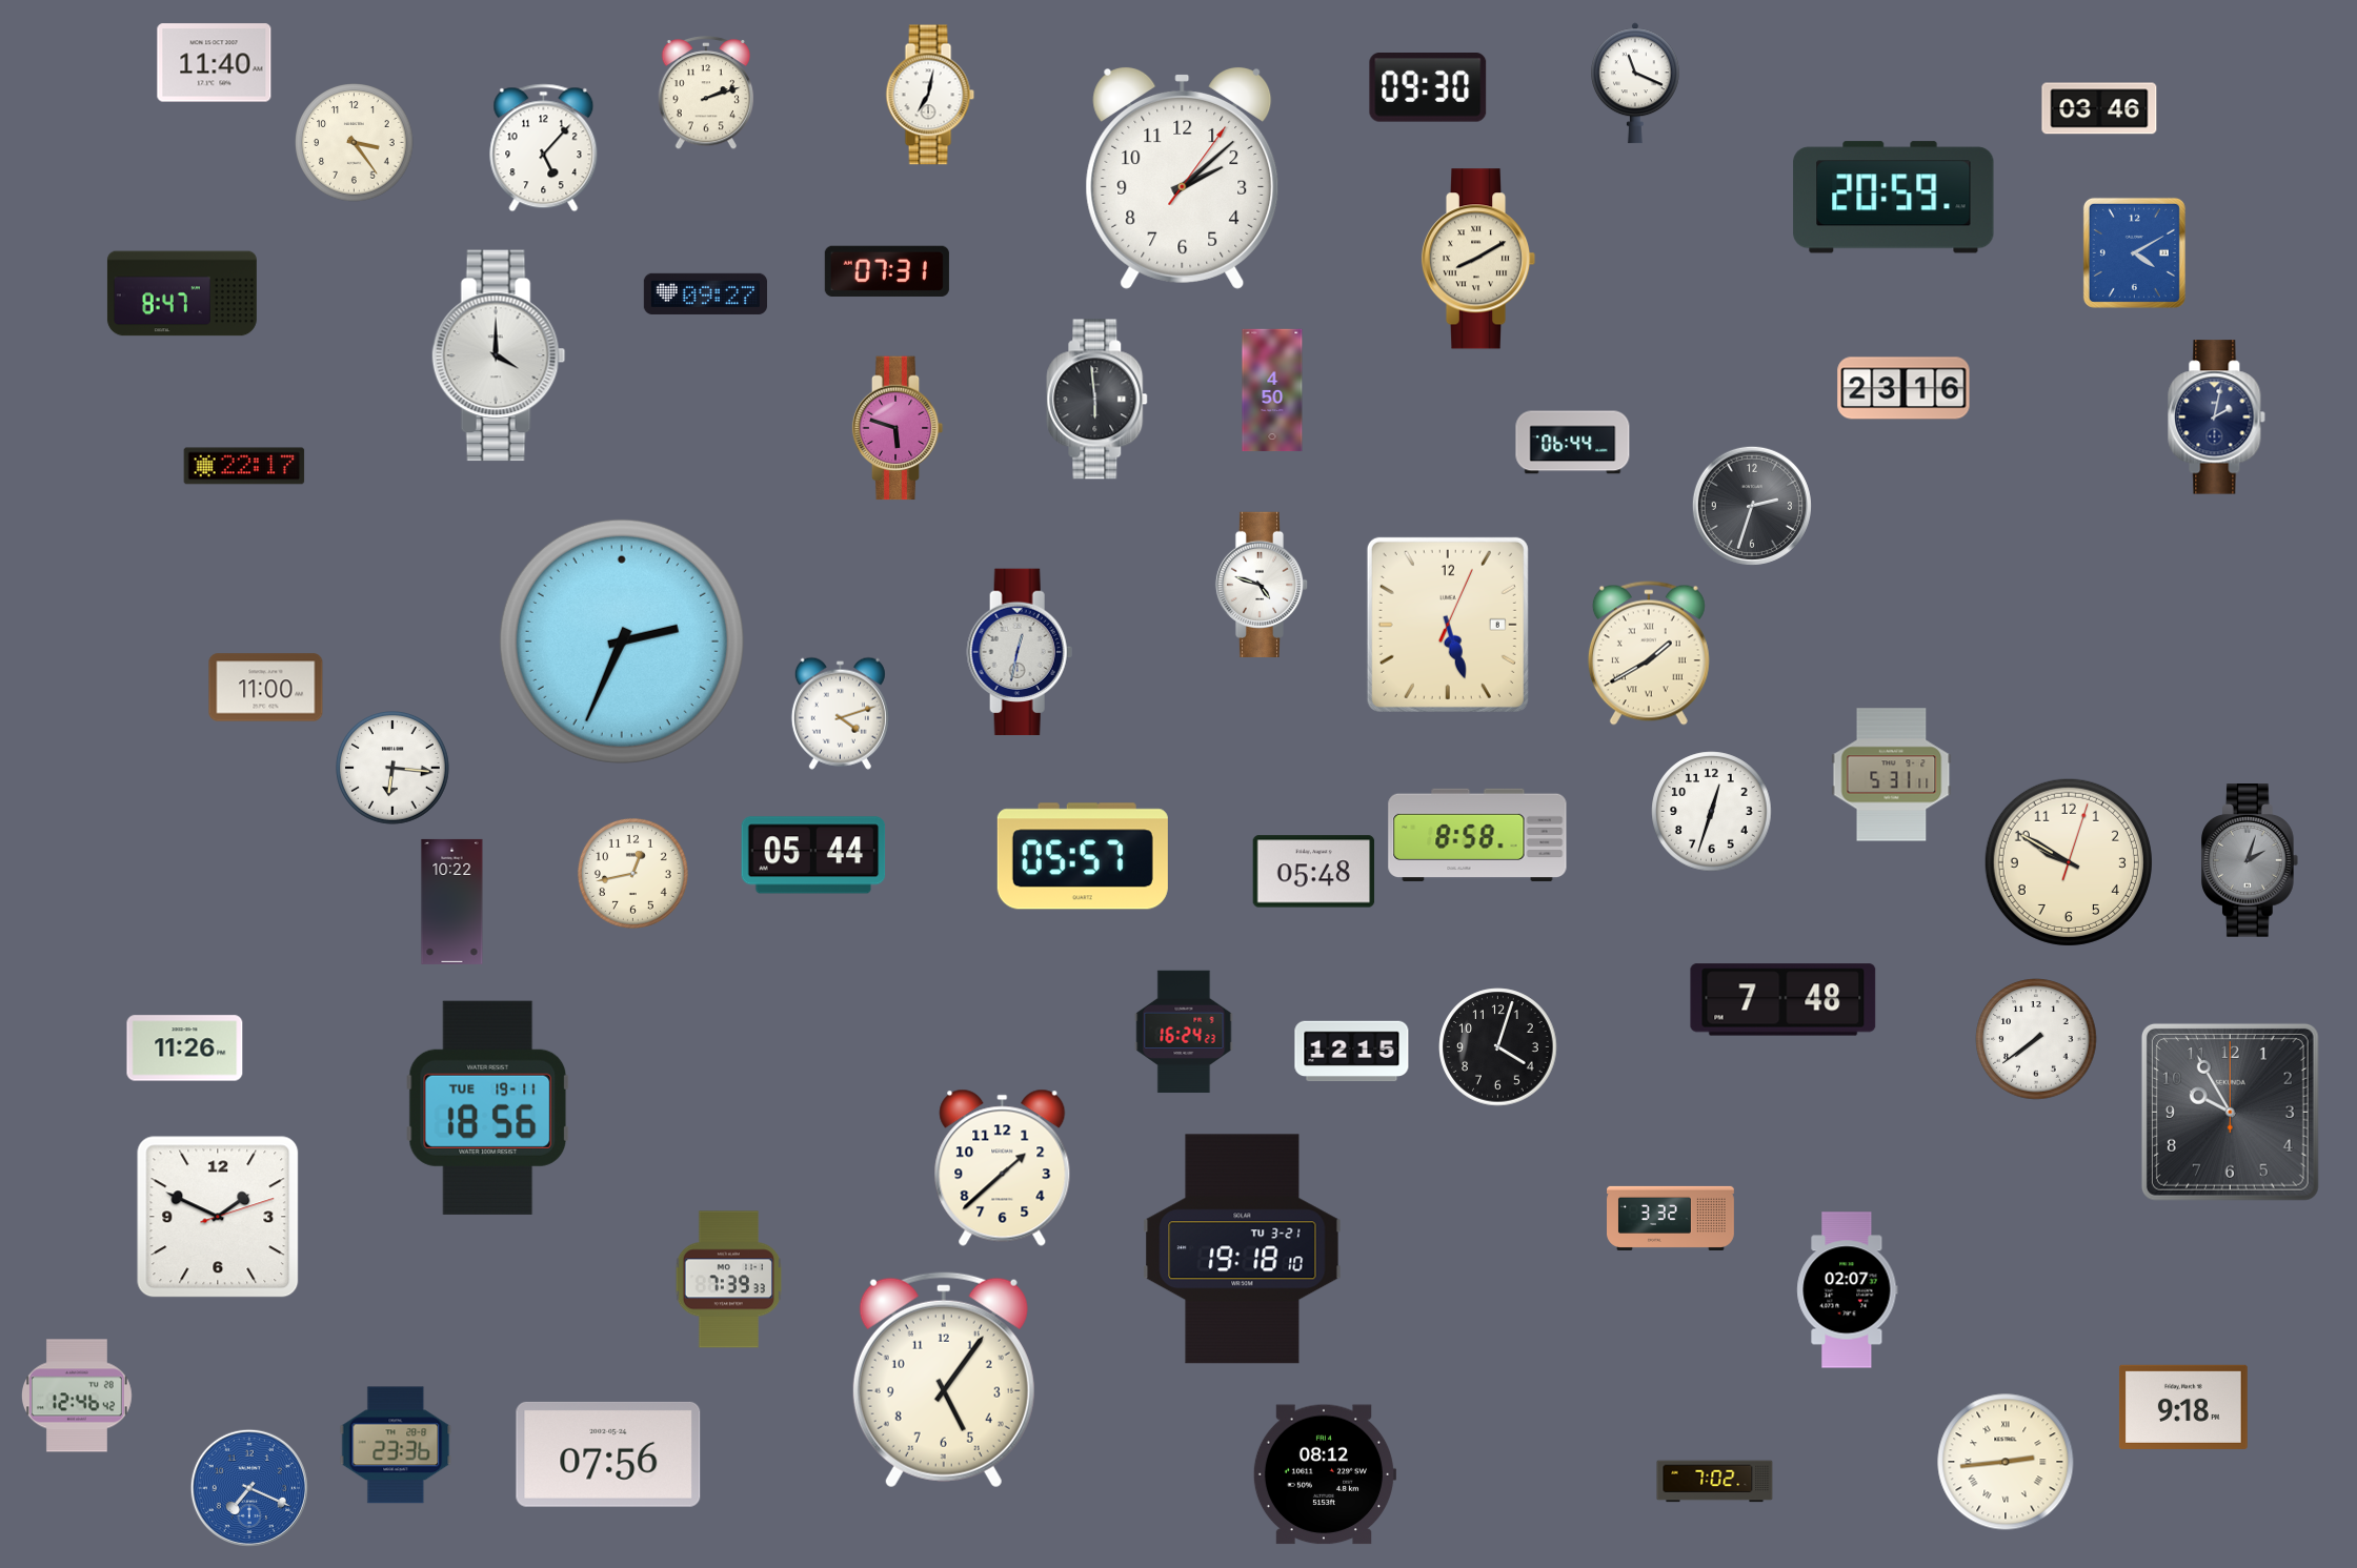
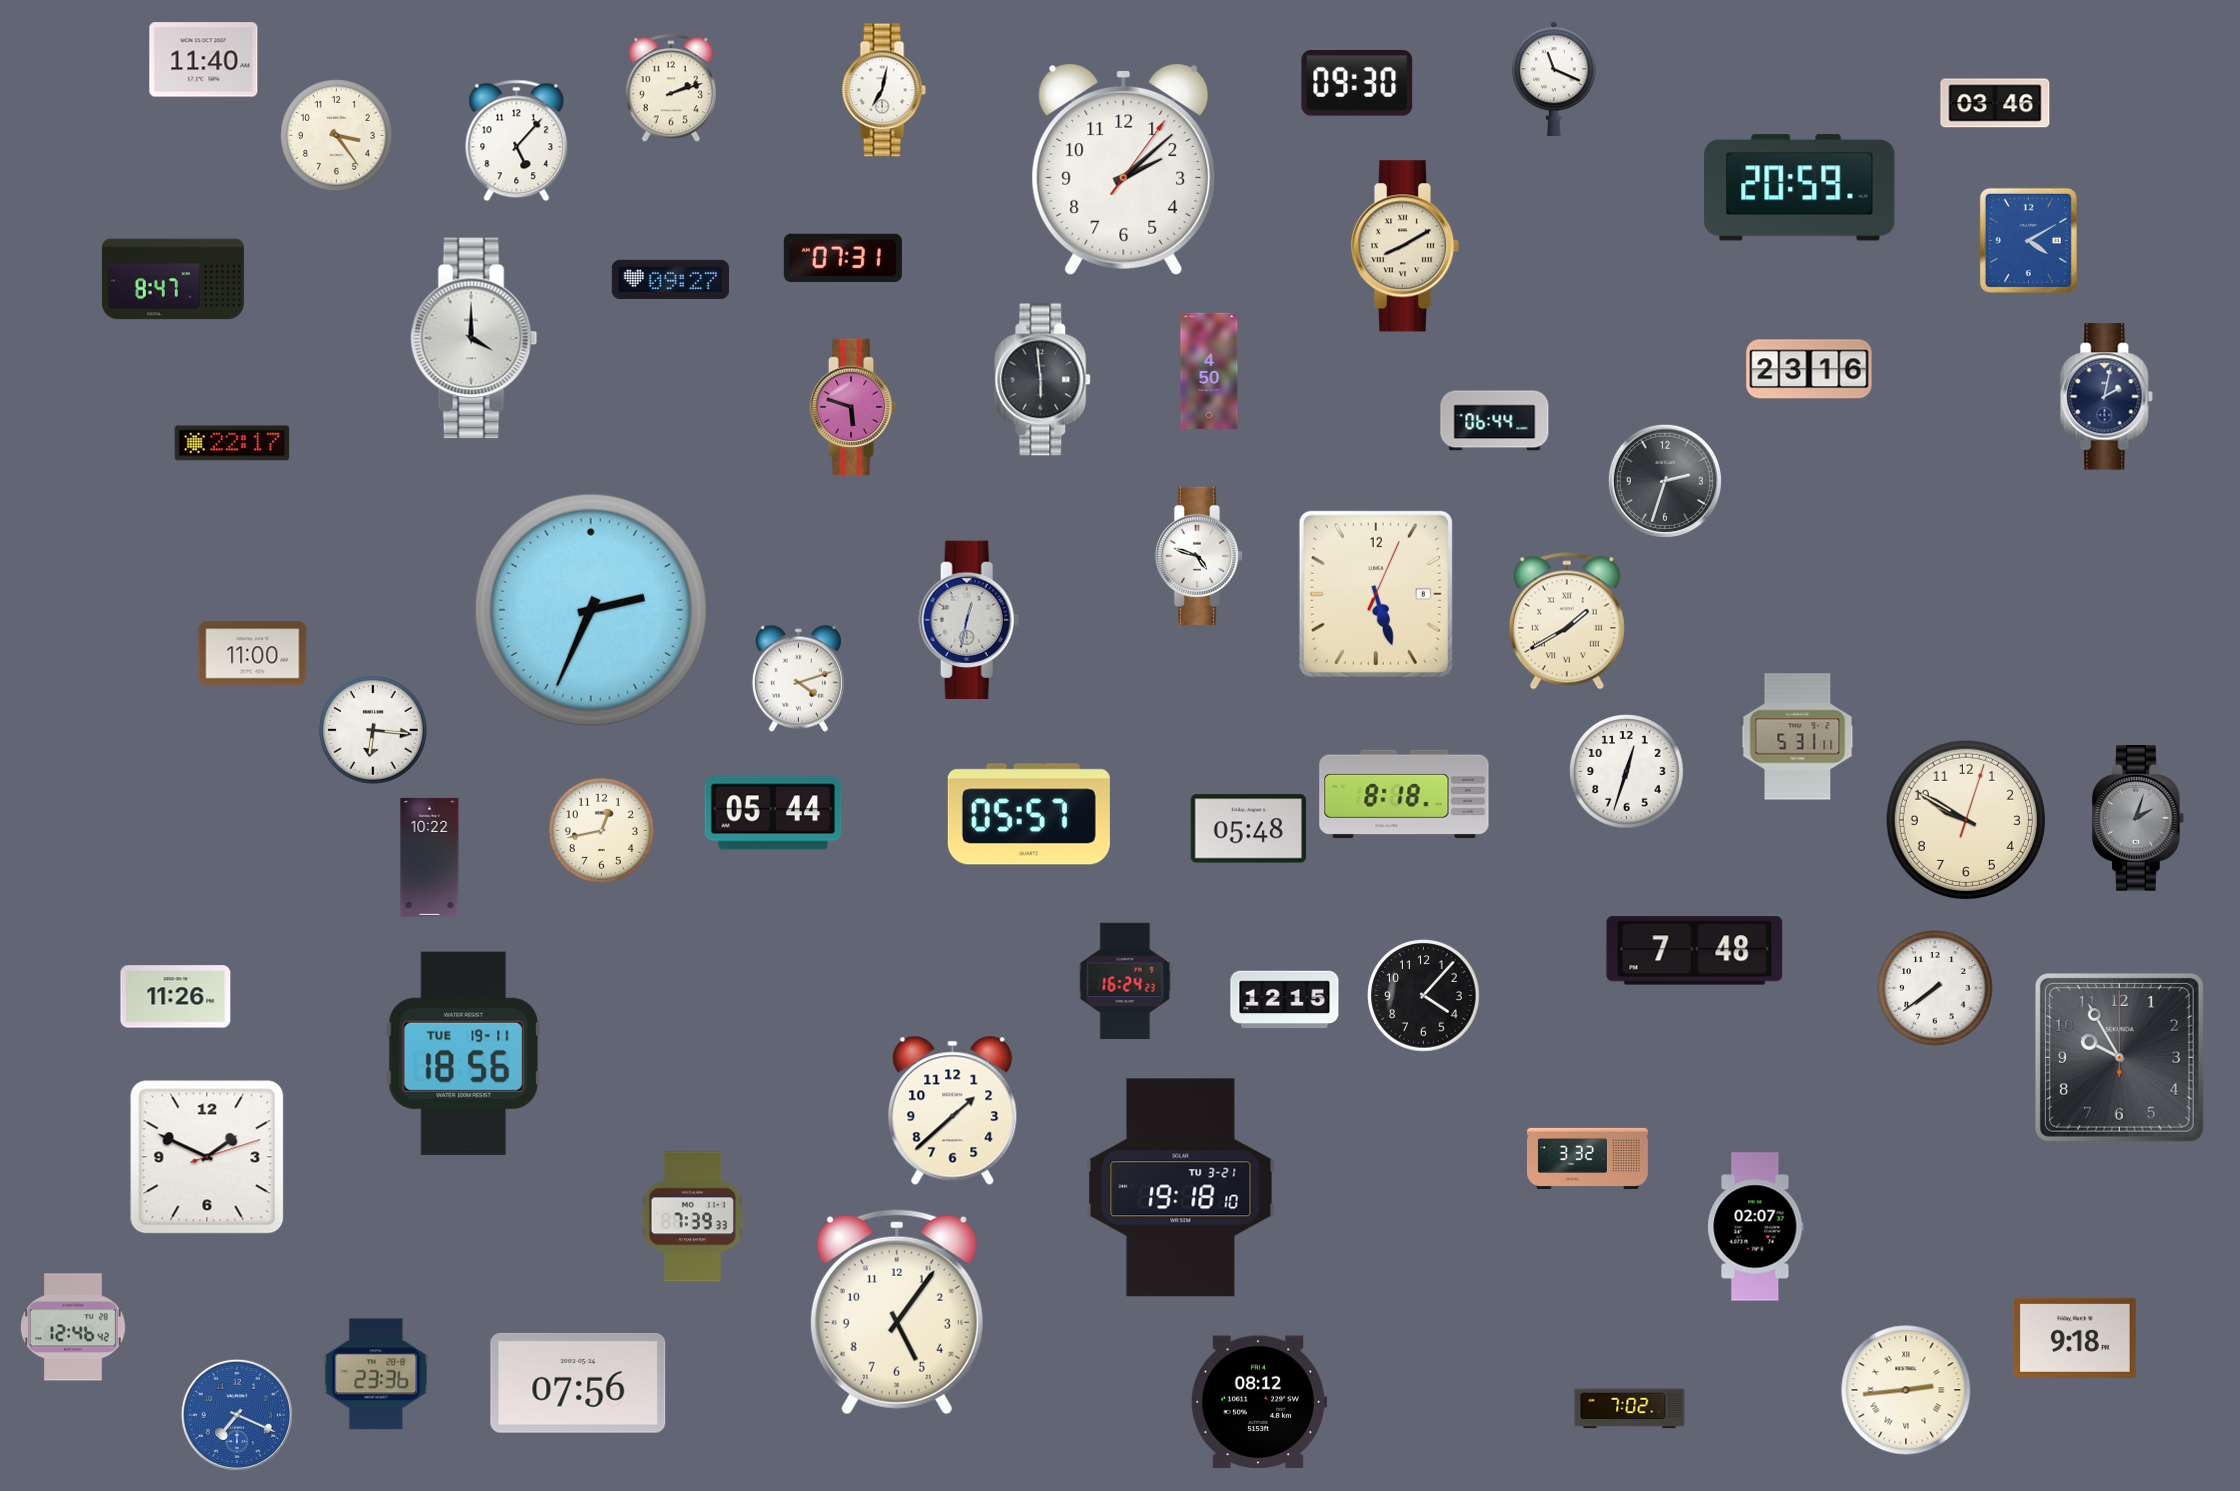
clock at (1477, 835): 8:58 -> 8:18
clock at (1498, 1047): 4:03 -> 4:07
